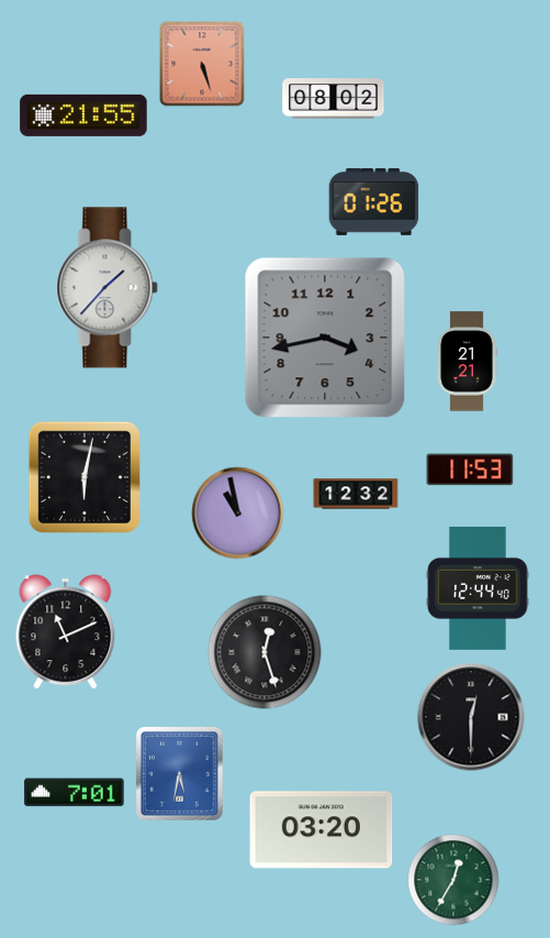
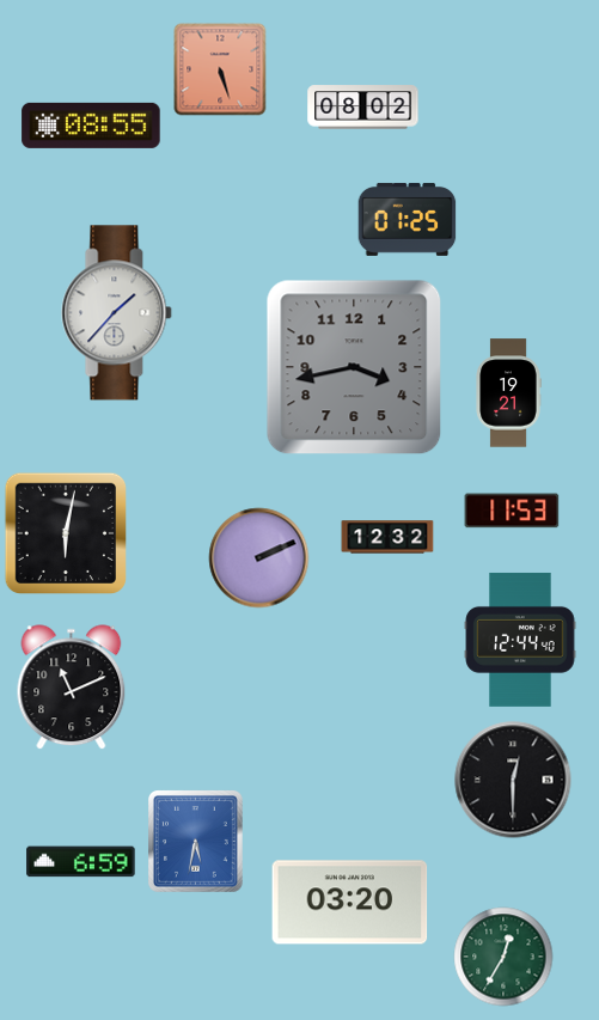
clock at (83, 115): 21:55 -> 08:55
clock at (374, 201): 01:26 -> 01:25
clock at (467, 362): 21:21 -> 19:21
clock at (83, 476) position: (83, 476) -> (65, 532)
clock at (238, 514): 10:58 -> 2:11
clock at (265, 652): 12:27 -> none
clock at (75, 793): 7:01 -> 6:59
clock at (453, 880) position: (453, 880) -> (503, 957)
